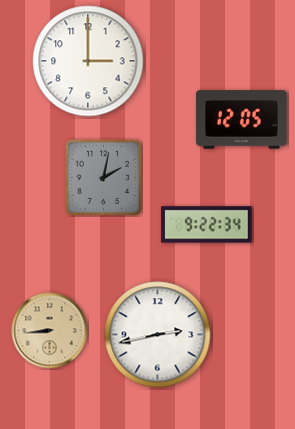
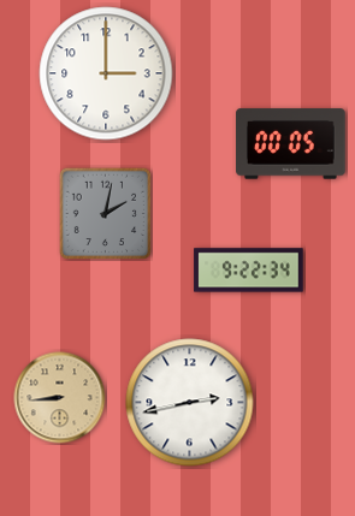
clock at (242, 120): 12:05 -> 00:05
clock at (103, 177) position: (103, 177) -> (105, 213)
